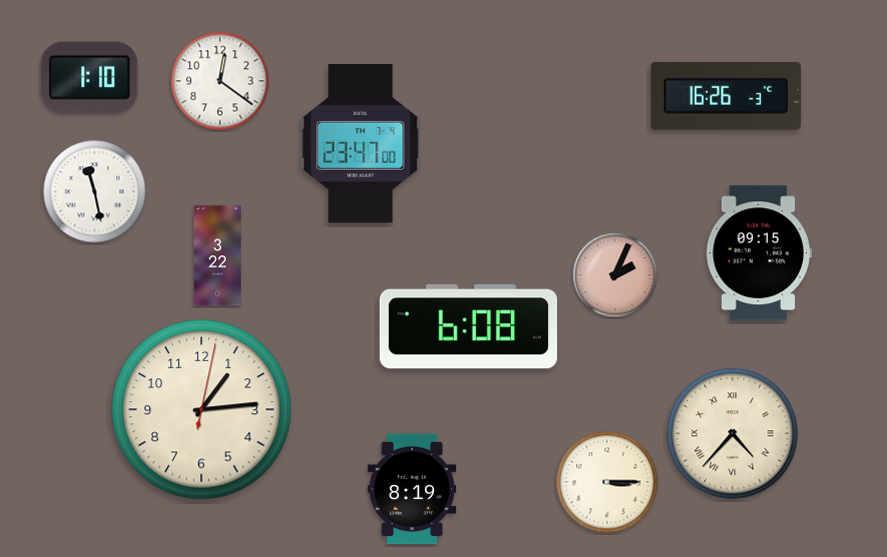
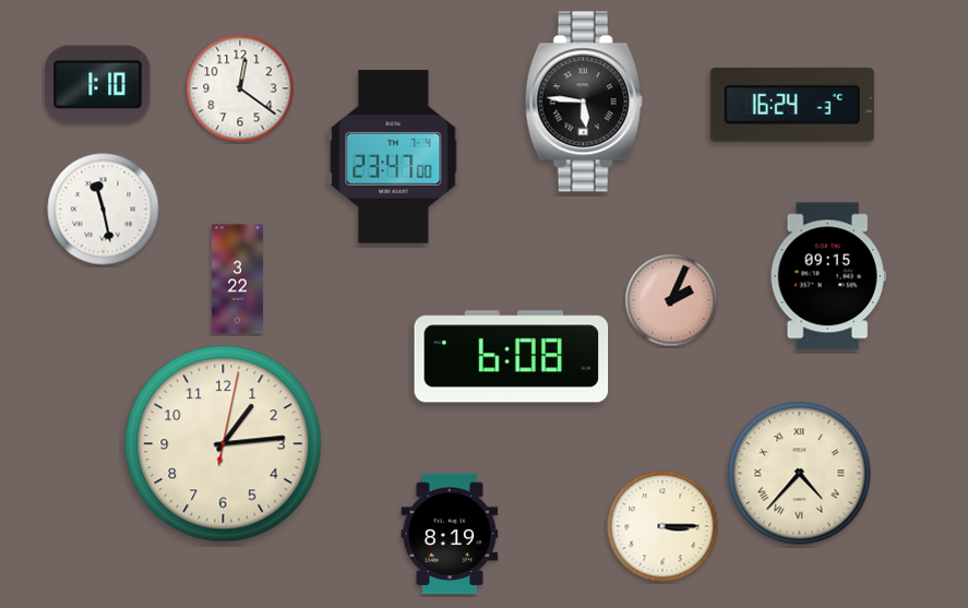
clock at (584, 102): none -> 5:46
clock at (726, 96): 16:26 -> 16:24
clock at (202, 410) position: (202, 410) -> (224, 444)
